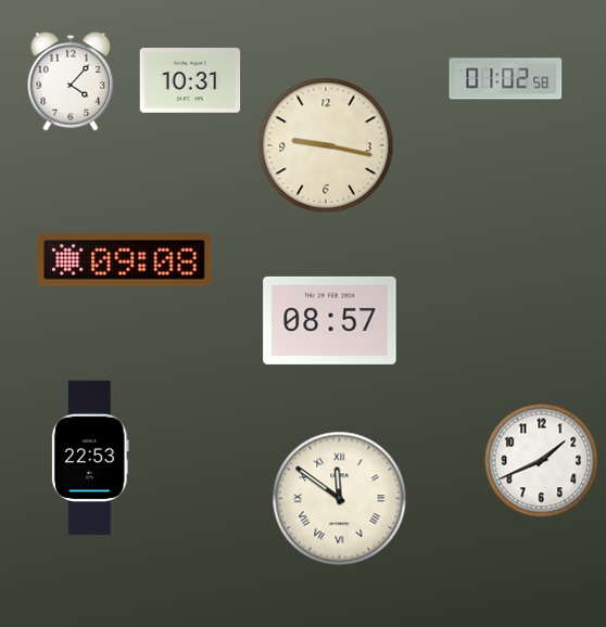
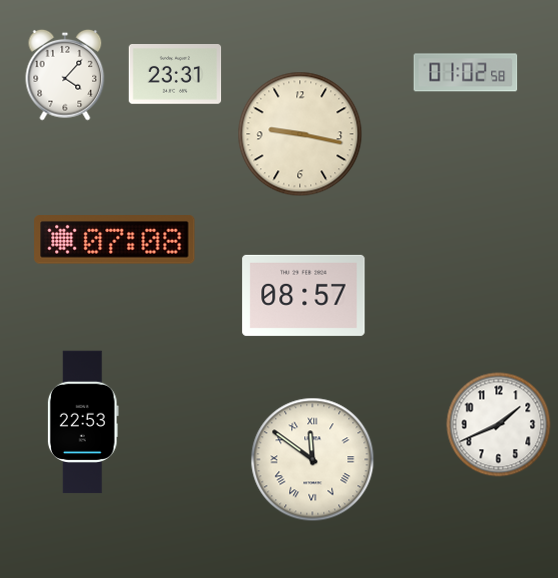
clock at (190, 81): 10:31 -> 23:31
clock at (125, 260): 09:08 -> 07:08
